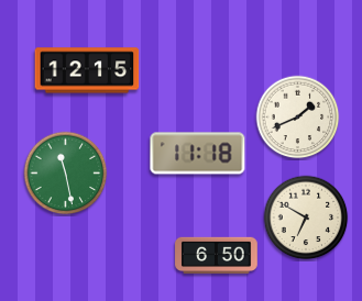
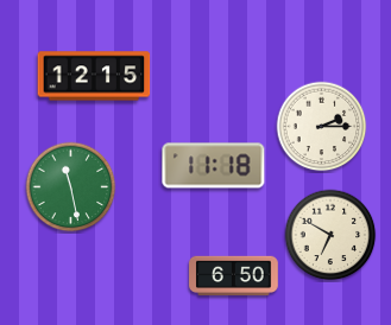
clock at (298, 118): 1:41 -> 2:15
